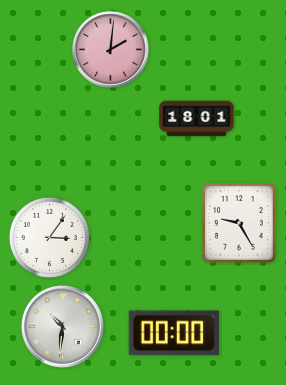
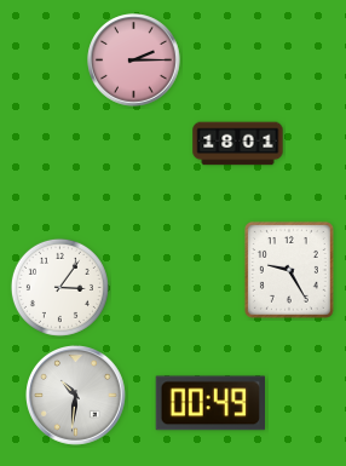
clock at (111, 50): 2:01 -> 2:15
clock at (173, 333): 00:00 -> 00:49
